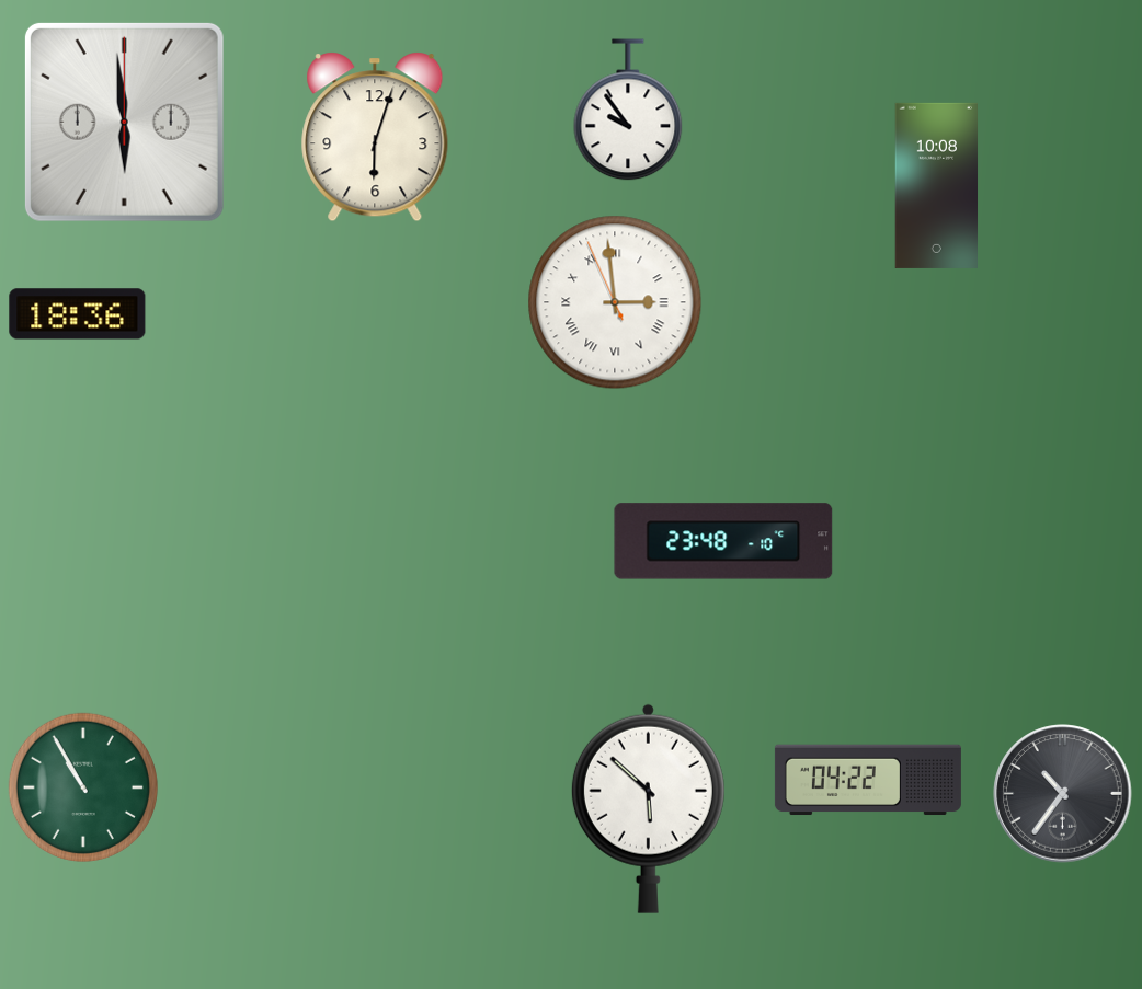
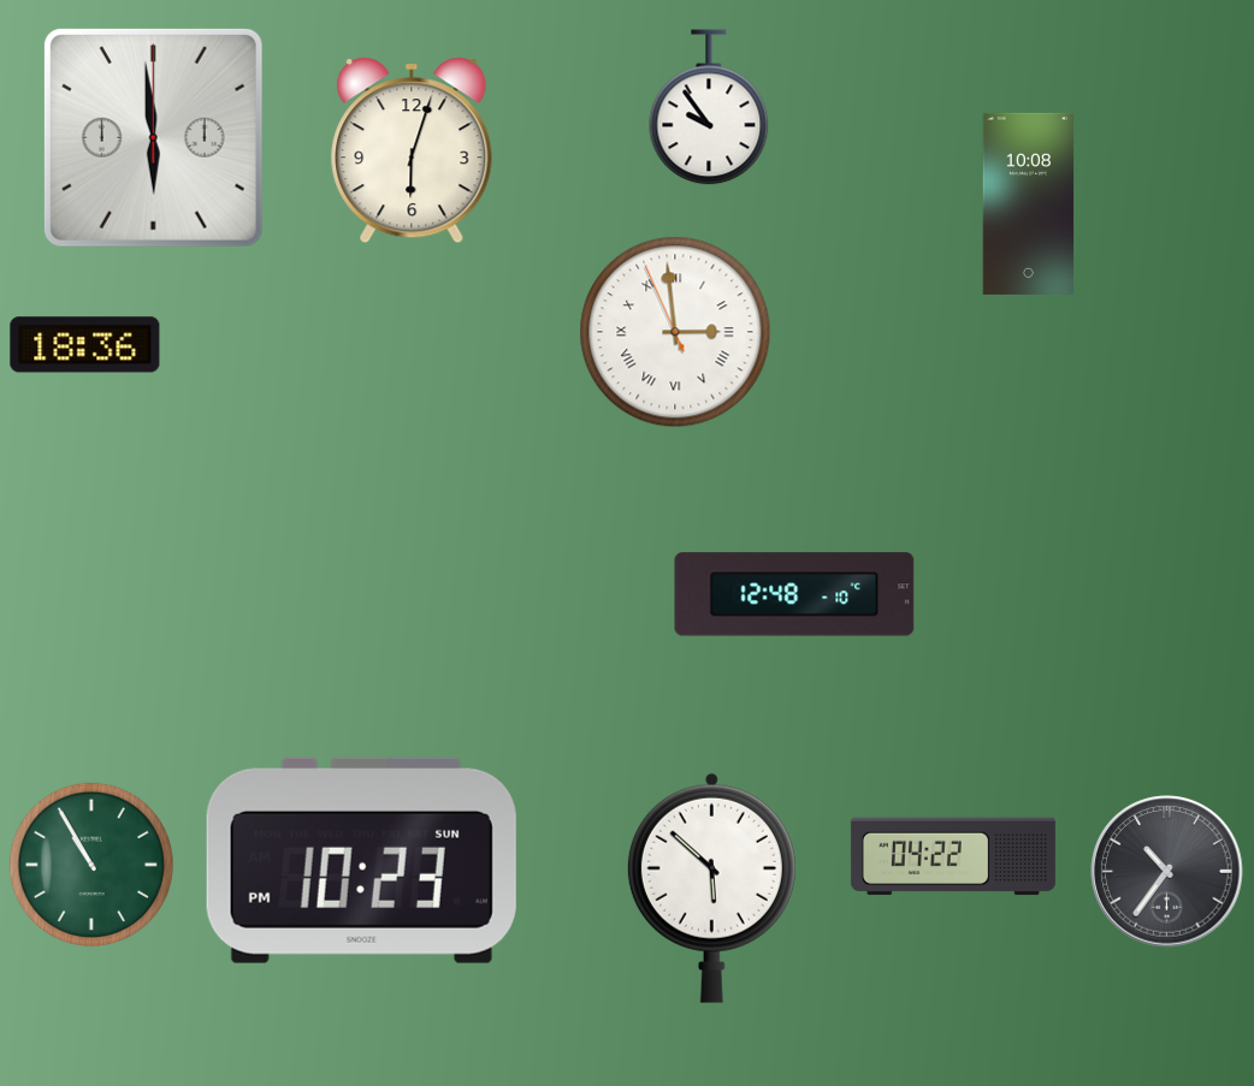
clock at (628, 110) position: (628, 110) -> (709, 107)
clock at (124, 122) position: (124, 122) -> (153, 137)
clock at (723, 541): 23:48 -> 12:48
clock at (361, 860): none -> 10:23
